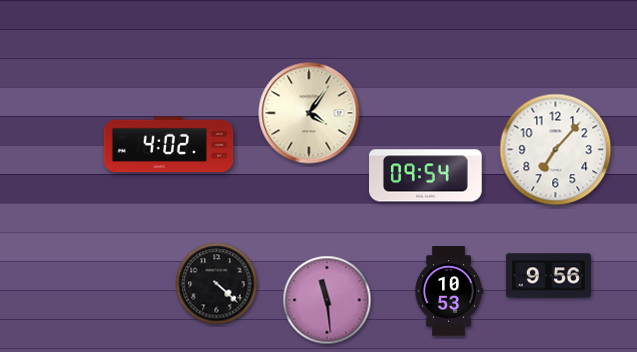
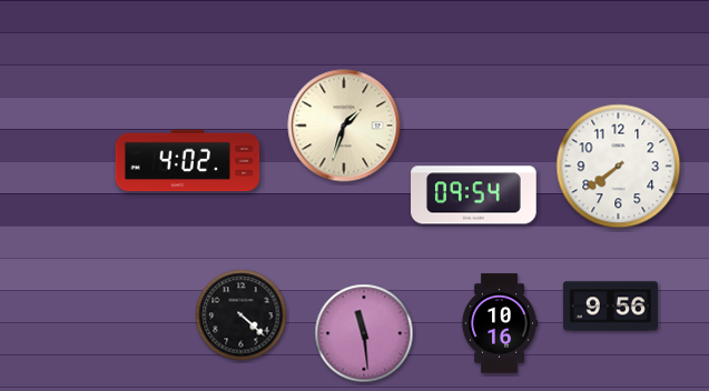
clock at (309, 113): 4:06 -> 1:33
clock at (556, 150): 7:07 -> 7:39
clock at (449, 291): 10:53 -> 10:16
